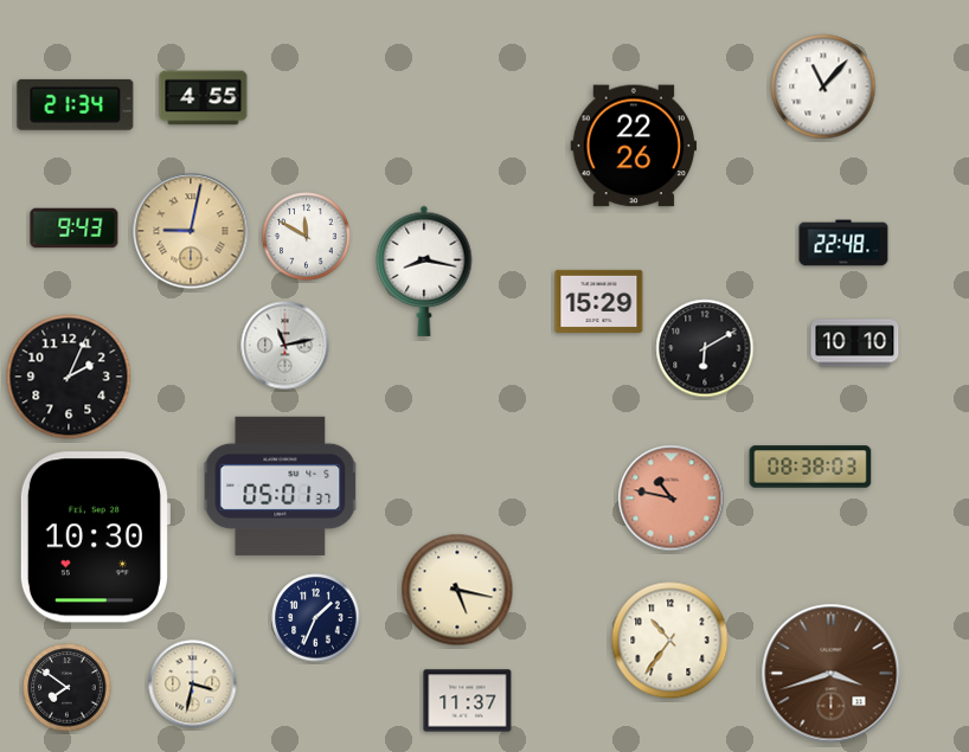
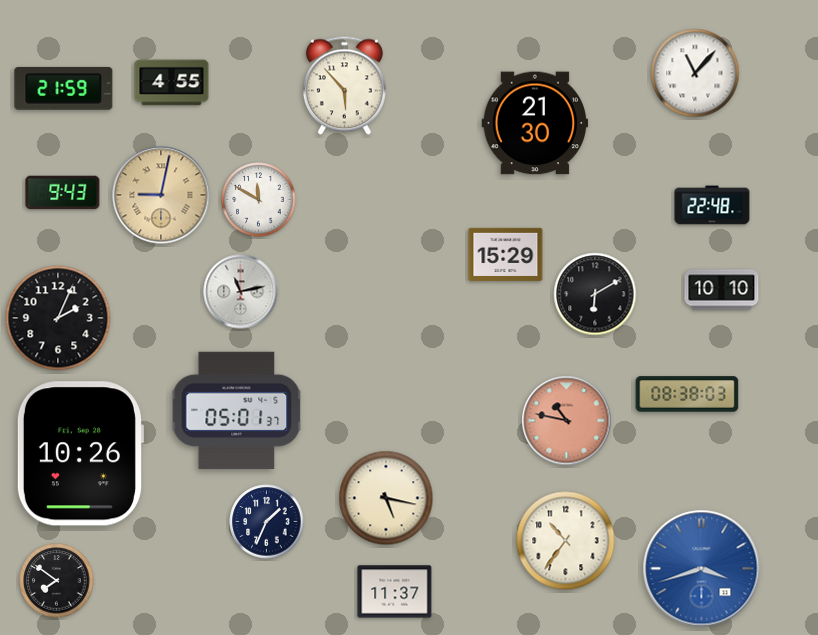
clock at (344, 86): none -> 5:53
clock at (76, 104): 21:34 -> 21:59
clock at (634, 146): 22:26 -> 21:30
clock at (424, 271): 8:17 -> none
clock at (810, 467) position: (810, 467) -> (687, 394)
clock at (95, 538): 10:30 -> 10:26
clock at (832, 674) dial: brown -> blue
clock at (193, 684): 3:32 -> none
